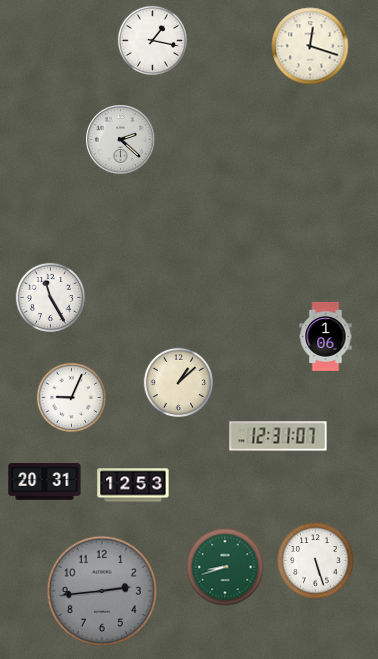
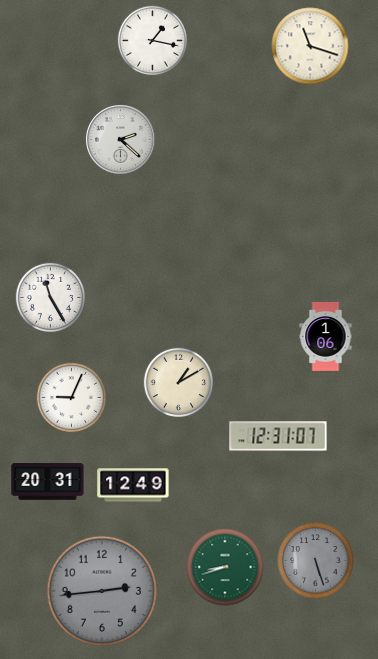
clock at (310, 46): 12:18 -> 11:18
clock at (179, 383): 1:08 -> 1:10
clock at (45, 482) position: (45, 482) -> (48, 482)
clock at (133, 485): 12:53 -> 12:49
clock at (316, 561) dial: white -> grey
